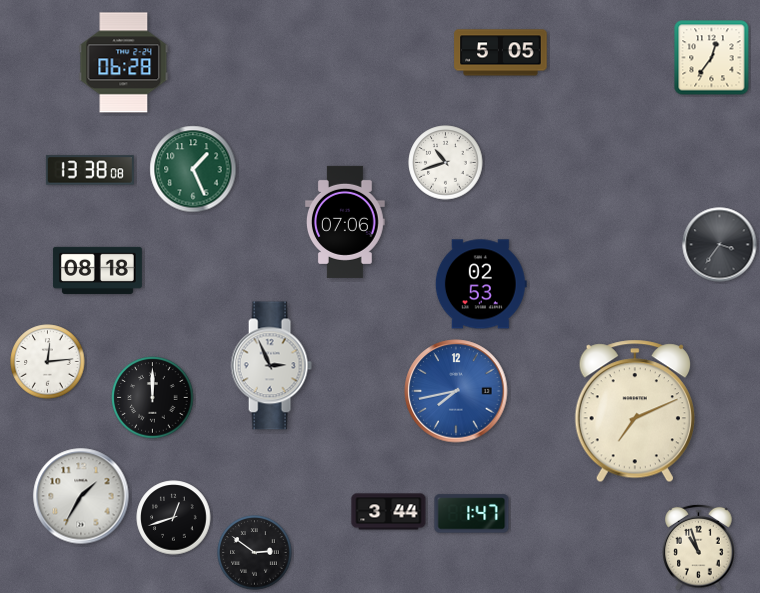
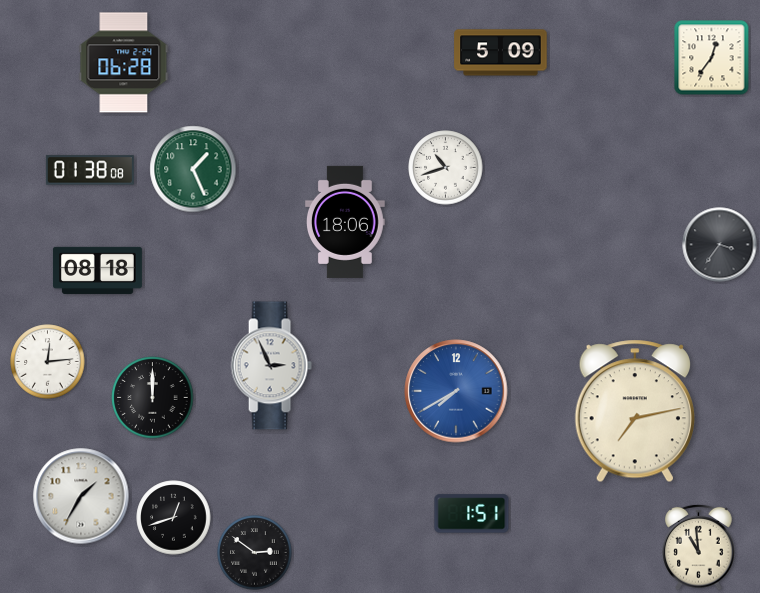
clock at (501, 53): 5:05 -> 5:09
clock at (446, 163) position: (446, 163) -> (446, 168)
clock at (90, 170): 13:38 -> 01:38
clock at (346, 222): 07:06 -> 18:06
clock at (481, 284): 02:53 -> none
clock at (456, 391): 7:43 -> 7:40
clock at (635, 411): 7:11 -> 7:13
clock at (389, 512): 3:44 -> none
clock at (472, 514): 1:47 -> 1:51
clock at (699, 547): 10:57 -> 10:59
